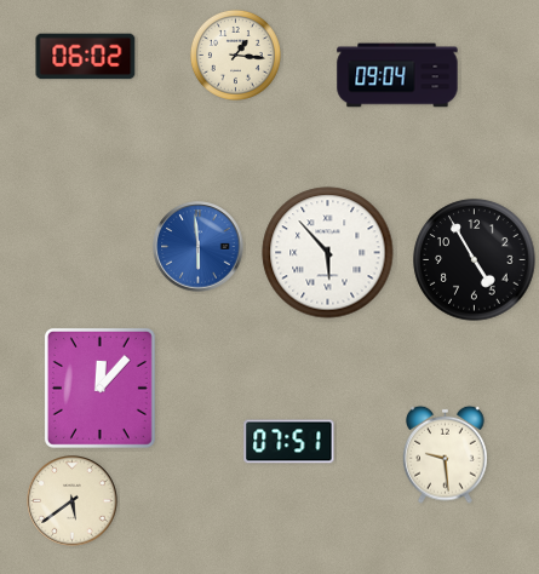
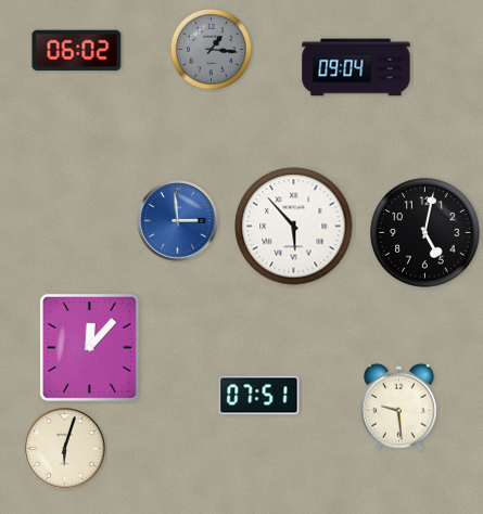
clock at (235, 54) dial: cream -> grey
clock at (199, 247): 5:59 -> 2:59
clock at (475, 260): 4:55 -> 5:02
clock at (73, 501): 5:39 -> 6:03
